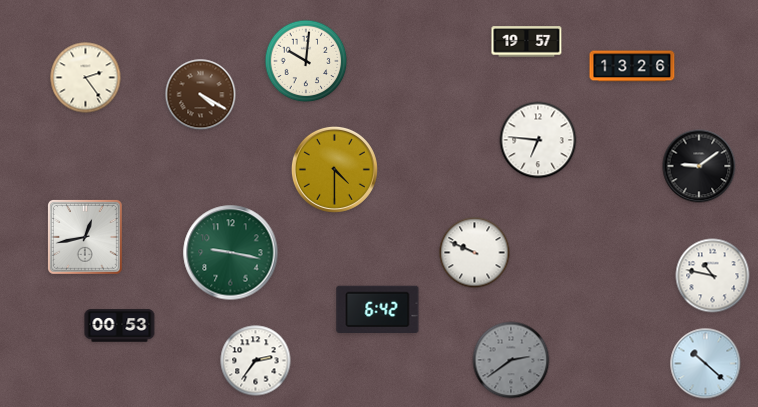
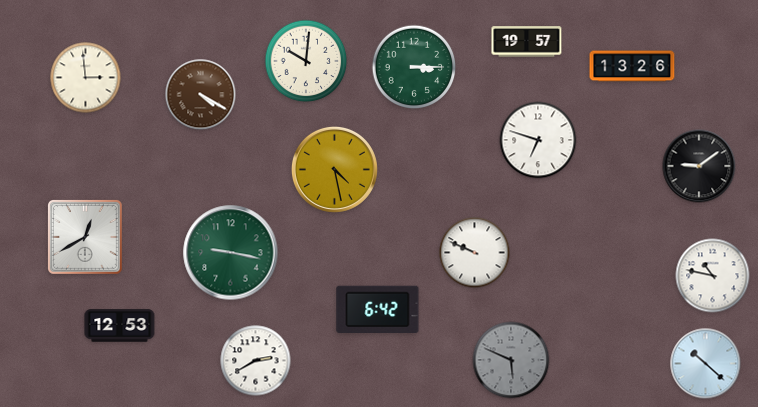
clock at (414, 67): none -> 3:15
clock at (86, 78): 2:24 -> 2:59
clock at (538, 140): 6:46 -> 6:48
clock at (334, 169): 4:30 -> 4:28
clock at (86, 238): 12:43 -> 12:40
clock at (120, 326): 00:53 -> 12:53
clock at (511, 360): 2:39 -> 5:49
clock at (256, 361): 2:36 -> 2:40
